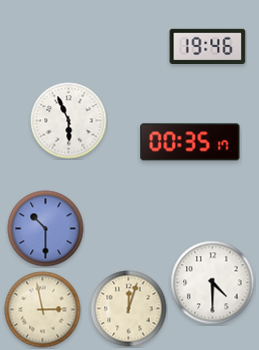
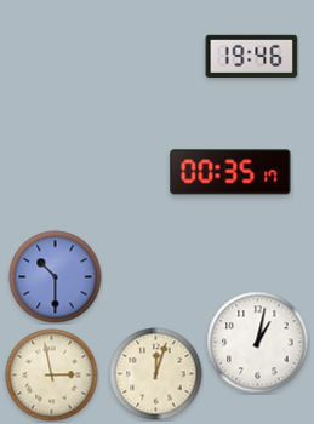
clock at (69, 121): 5:56 -> none
clock at (213, 283): 4:30 -> 1:02
